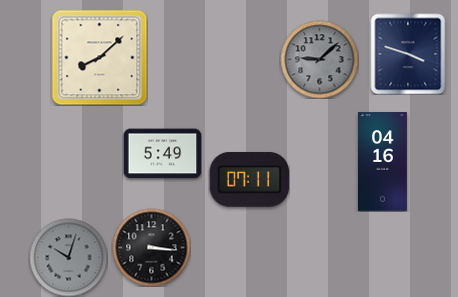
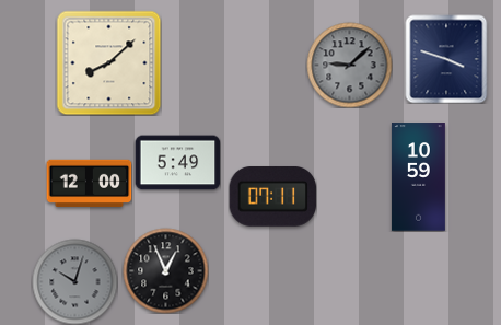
clock at (162, 154) position: (162, 154) -> (177, 163)
clock at (382, 162): 04:16 -> 10:59
clock at (89, 183): none -> 12:00
clock at (151, 247): 3:16 -> 12:56
